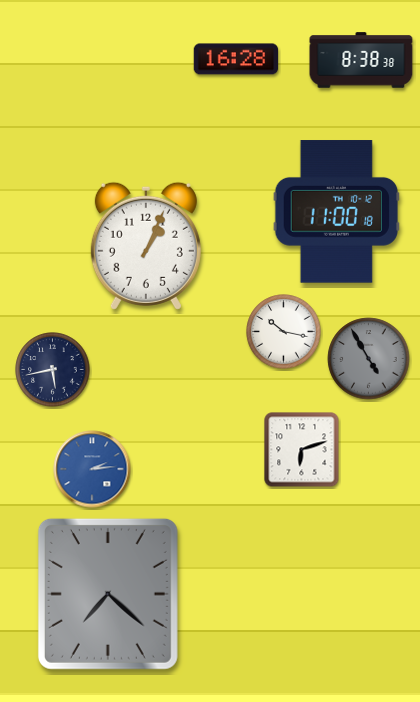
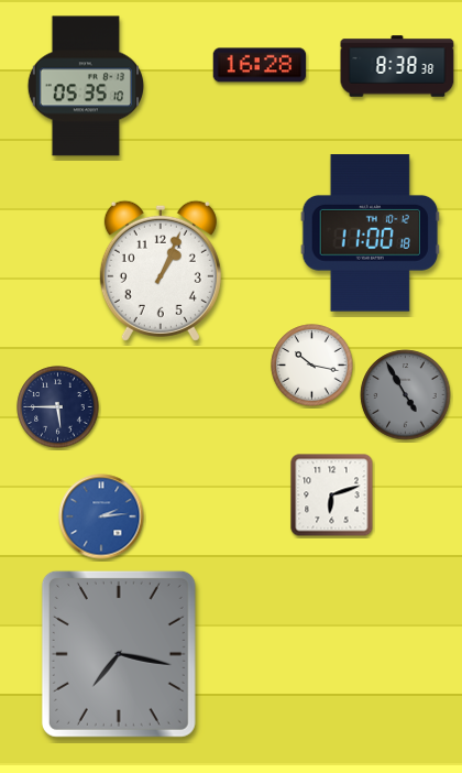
clock at (86, 86): none -> 05:35
clock at (53, 370): 5:43 -> 5:45
clock at (108, 594): 7:22 -> 7:17
